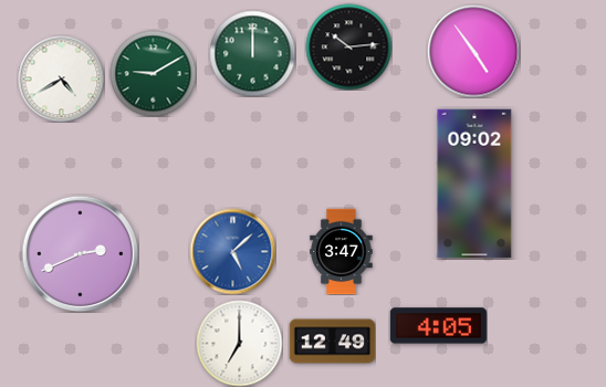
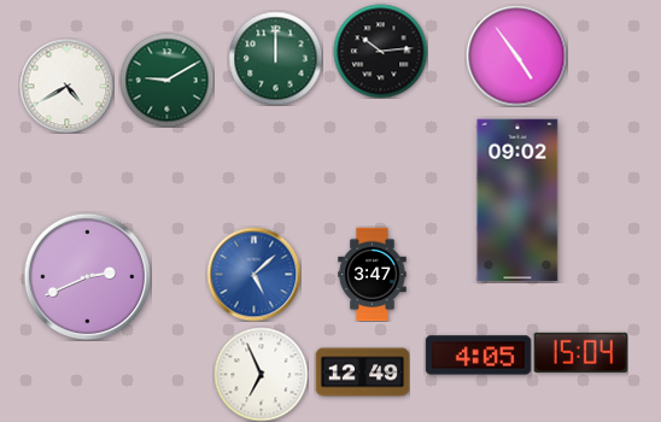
clock at (580, 352): none -> 15:04
clock at (239, 343): 7:00 -> 6:56
